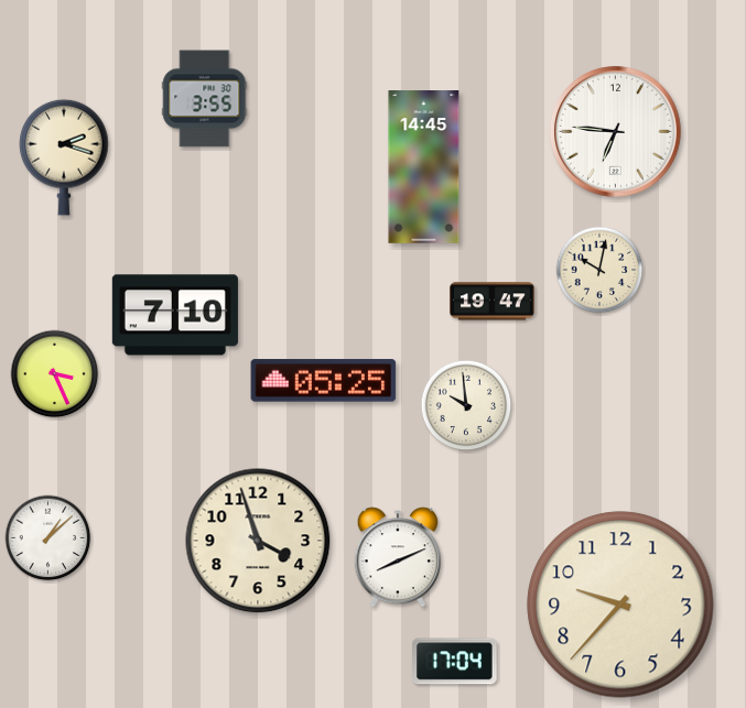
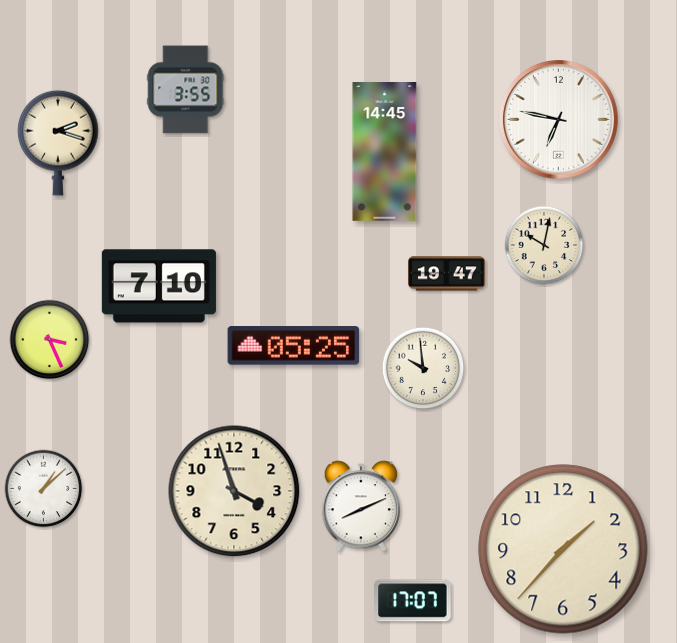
clock at (616, 132): 6:46 -> 6:47
clock at (620, 604): 9:37 -> 1:37
clock at (455, 662): 17:04 -> 17:07
